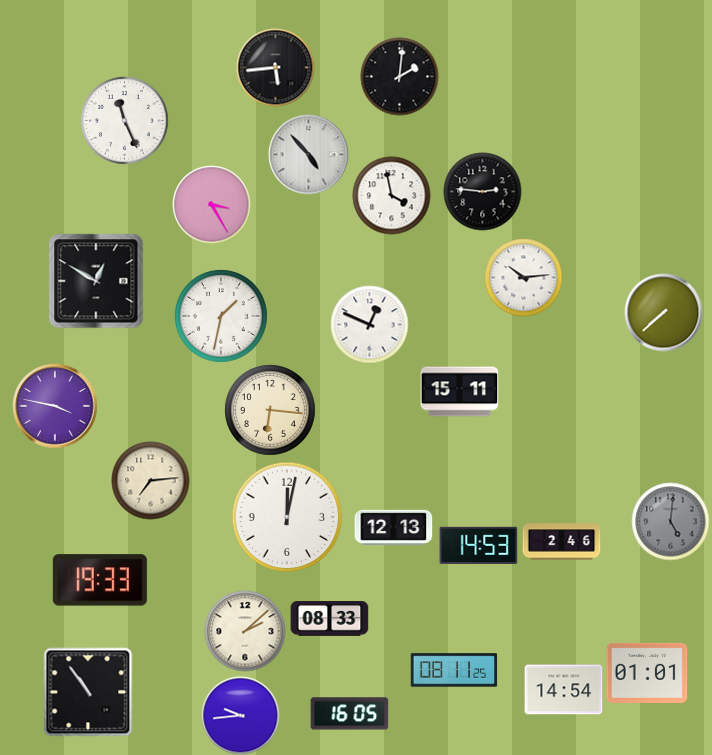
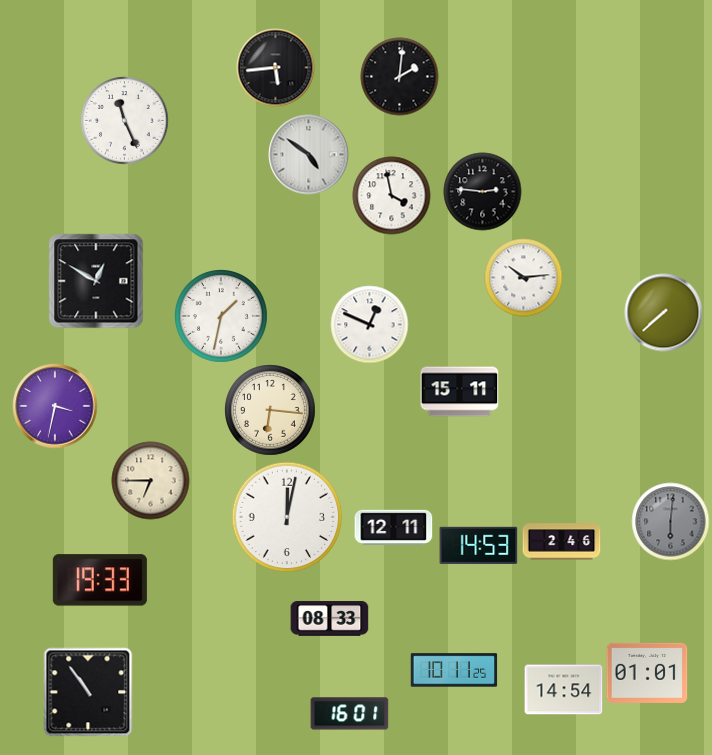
clock at (308, 154): 4:53 -> 4:51
clock at (211, 204): 3:25 -> none
clock at (55, 406): 3:47 -> 3:32
clock at (150, 480): 7:14 -> 6:45
clock at (670, 521): 5:01 -> 6:01
clock at (393, 528): 12:13 -> 12:11
clock at (245, 631): 2:08 -> none
clock at (454, 670): 08:11 -> 10:11
clock at (349, 714): 16:05 -> 16:01
clock at (240, 715): 9:44 -> none
